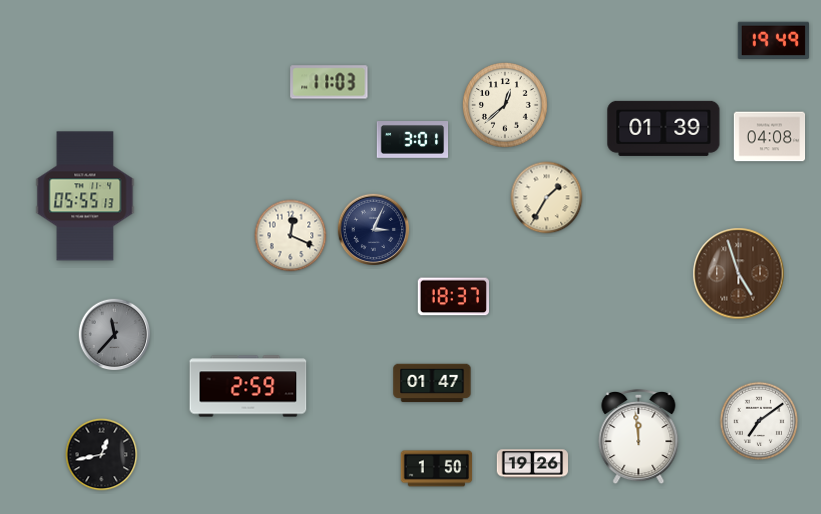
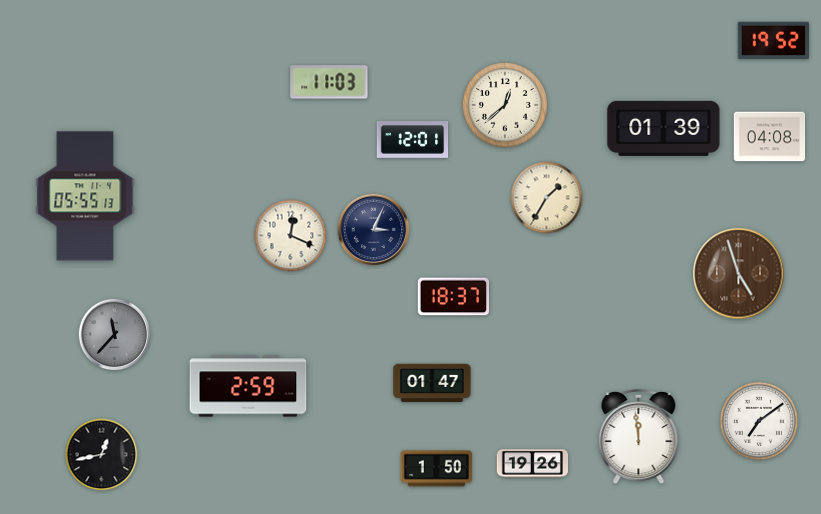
clock at (773, 41): 19:49 -> 19:52
clock at (413, 140): 3:01 -> 12:01
